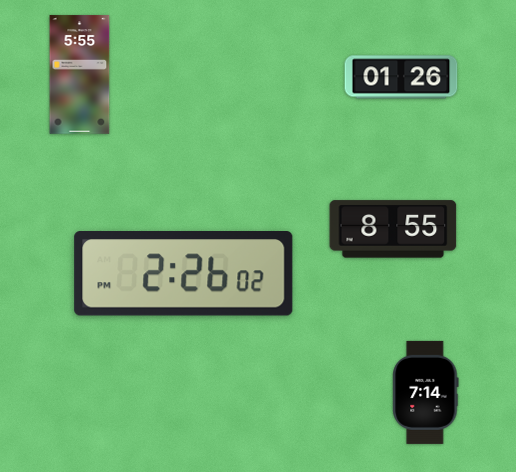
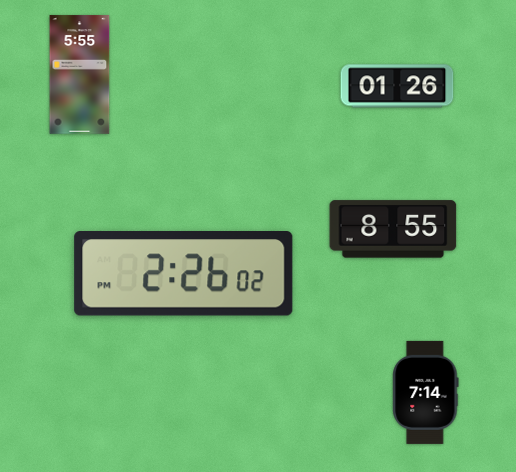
clock at (401, 77) position: (401, 77) -> (397, 86)
